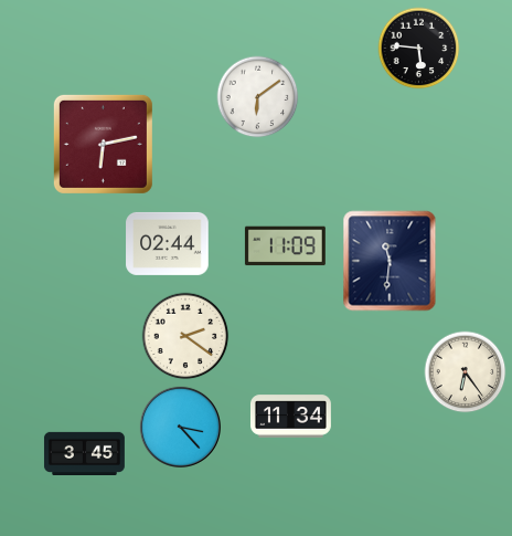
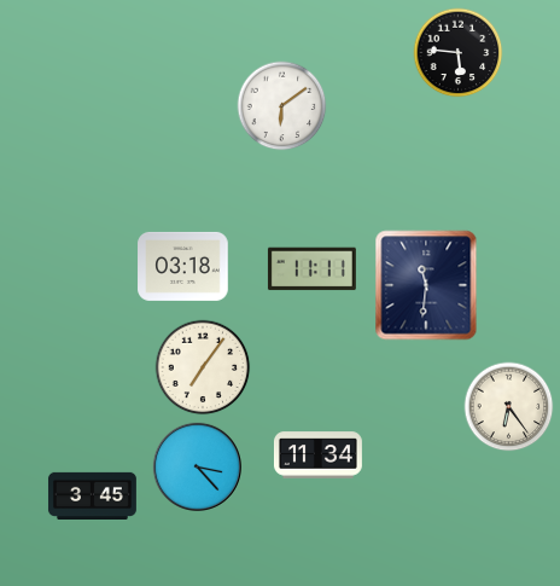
clock at (103, 144): 6:13 -> none
clock at (168, 243): 02:44 -> 03:18
clock at (285, 246): 11:09 -> 11:11
clock at (185, 336): 2:21 -> 7:06
